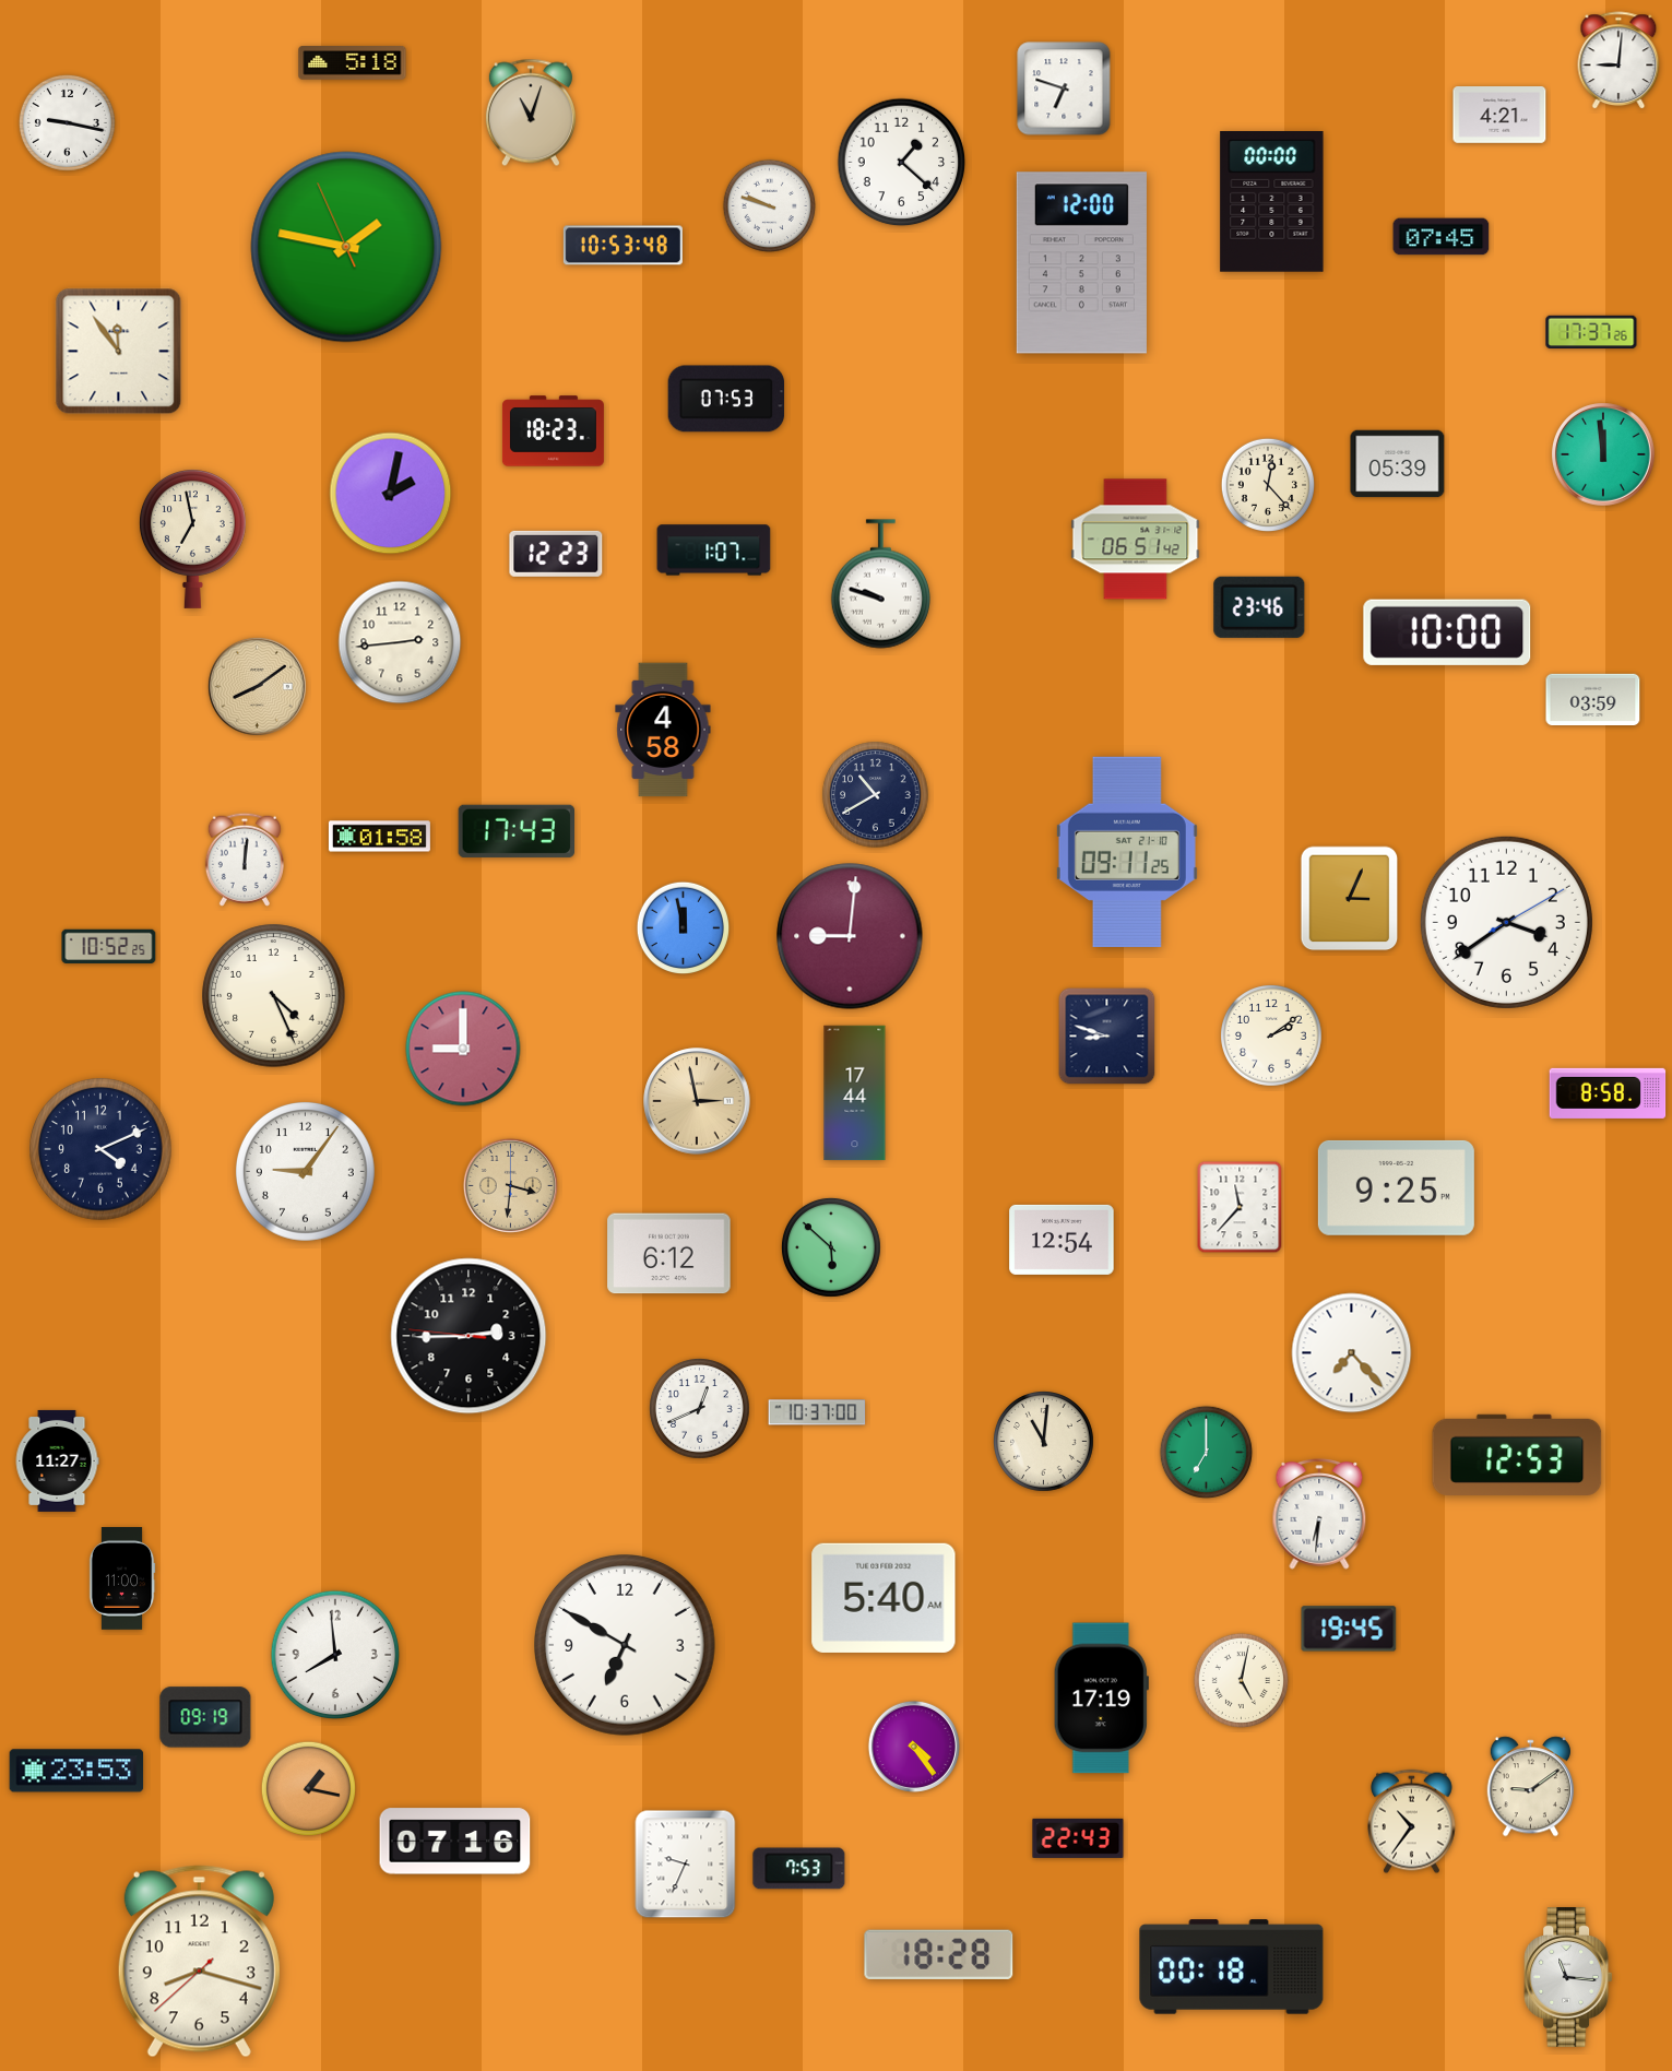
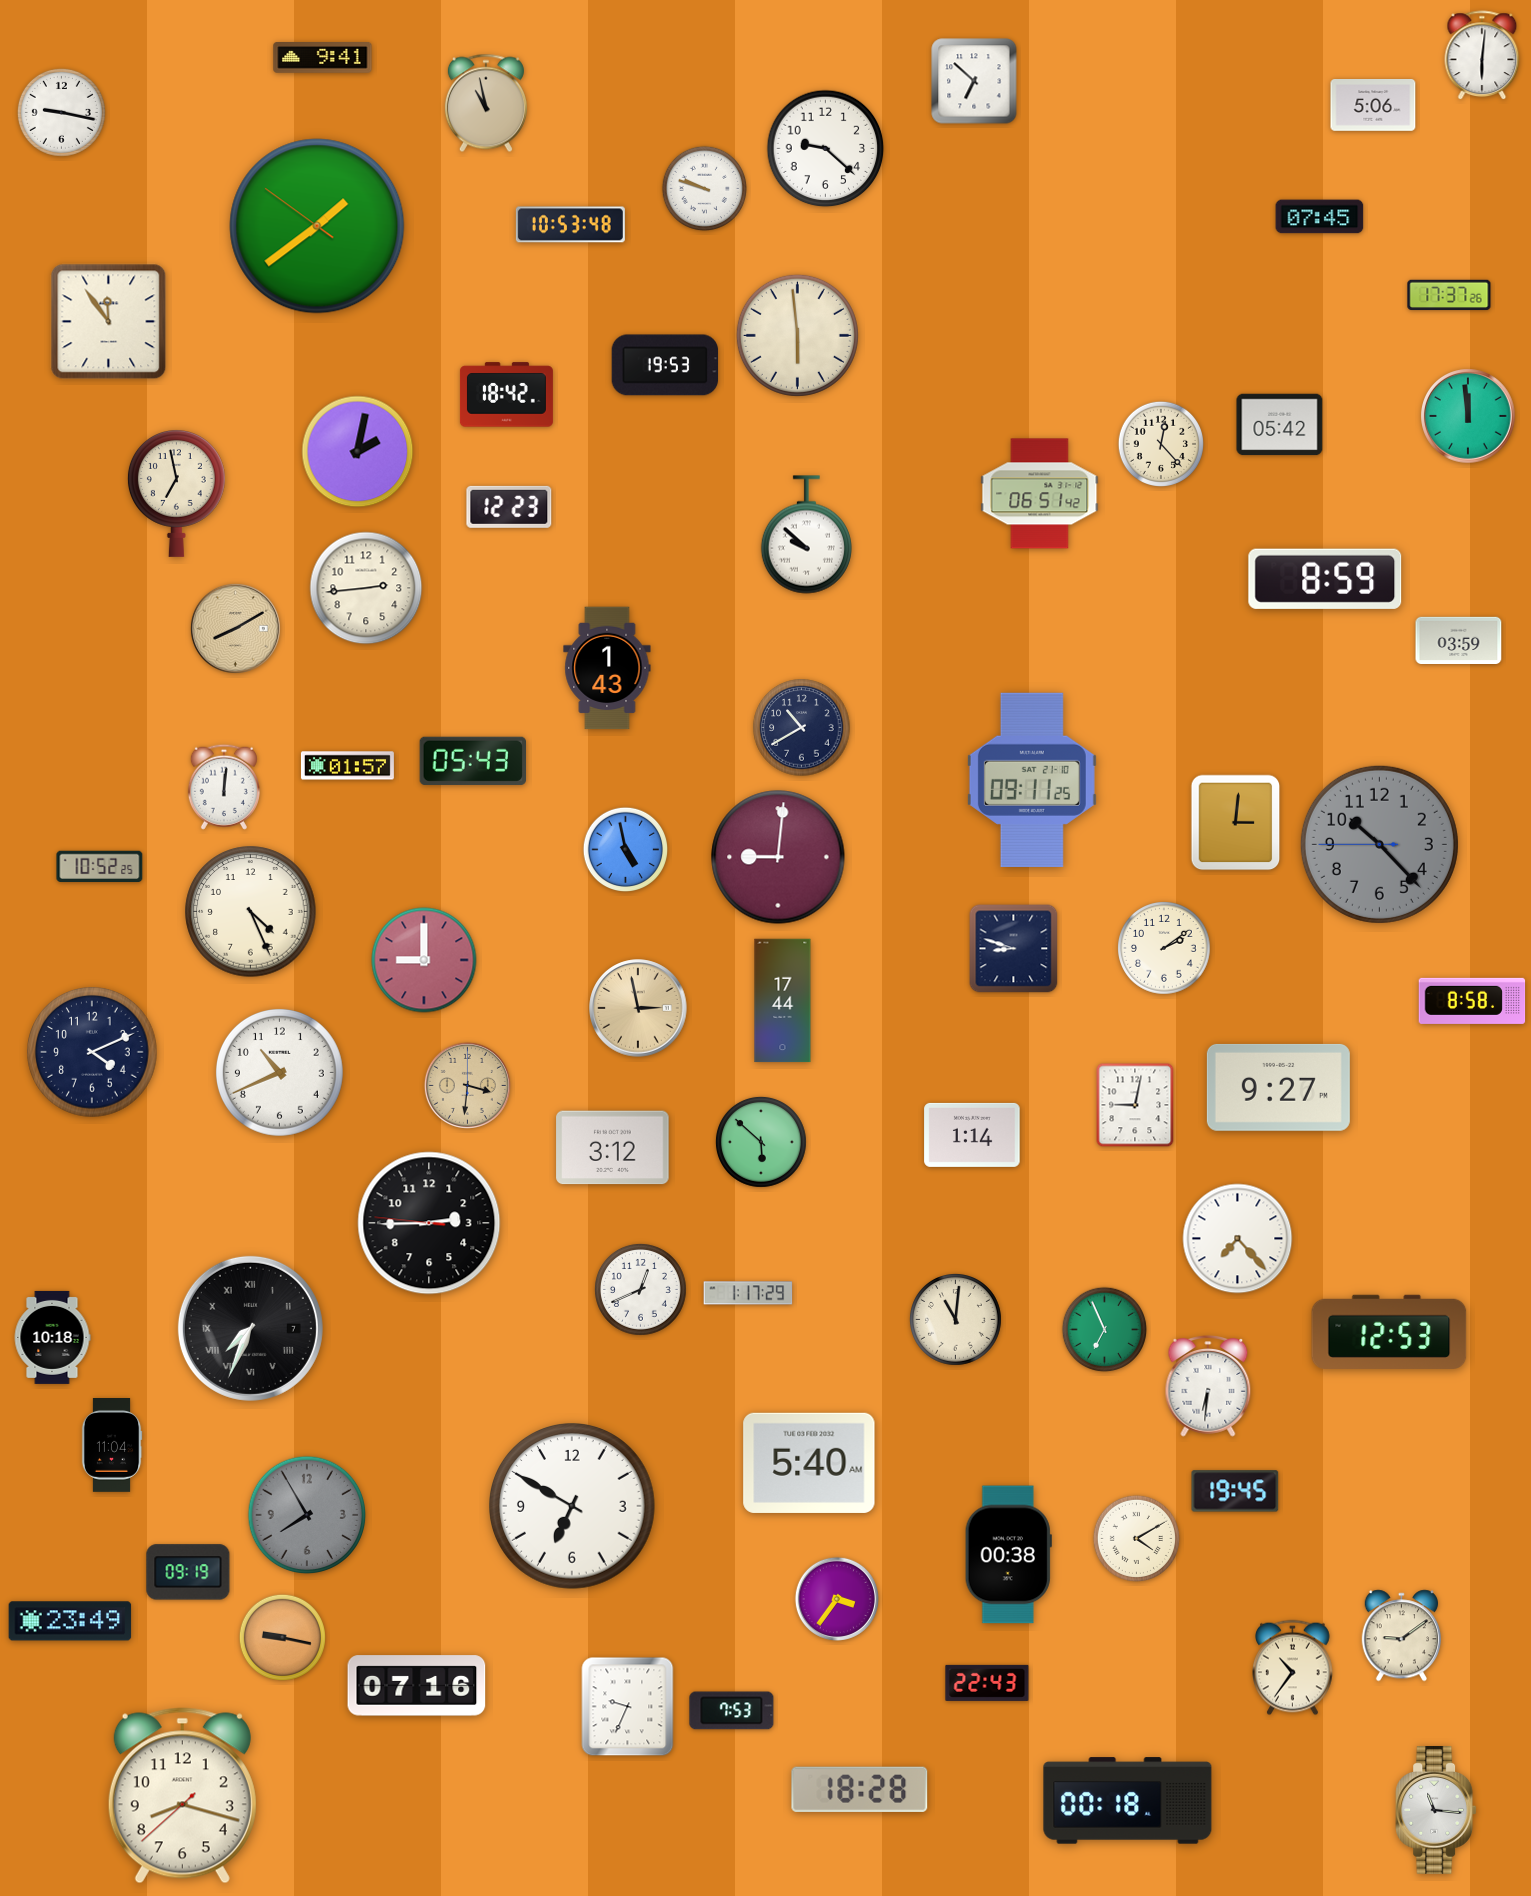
clock at (1618, 61): 9:01 -> 6:01
clock at (353, 63): 5:18 -> 9:41
clock at (1064, 88): 6:48 -> 6:52
clock at (531, 113): 11:03 -> 10:58
clock at (1499, 116): 4:21 -> 5:06
clock at (902, 163): 1:22 -> 9:22
clock at (1272, 202): 00:00 -> none
clock at (346, 247): 1:46 -> 1:38
clock at (1081, 263): 12:00 -> none
clock at (1591, 332) position: (1591, 332) -> (1449, 295)
clock at (797, 335): none -> 5:59
clock at (726, 399): 07:53 -> 19:53
clock at (553, 431): 18:23 -> 18:42
clock at (1398, 464): 05:39 -> 05:42
clock at (714, 551): 1:07 -> none
clock at (880, 584): 9:48 -> 9:52
clock at (1259, 607): 23:46 -> none
clock at (1447, 632): 10:00 -> 8:59
clock at (257, 686): 8:09 -> 8:10
clock at (663, 730): 4:58 -> 1:43
clock at (515, 831): 17:43 -> 05:43
clock at (379, 837): 01:58 -> 01:57
clock at (1350, 899): 3:04 -> 3:01
clock at (1506, 922): 3:39 -> 10:22
clock at (1506, 922) dial: white -> grey
clock at (684, 928): 11:58 -> 4:58
clock at (305, 1171): 9:06 -> 10:41
clock at (1396, 1187): 9:25 -> 9:27
clock at (1240, 1207): 11:37 -> 9:02
clock at (1062, 1240): 12:54 -> 1:14
clock at (669, 1254): 6:12 -> 3:12
clock at (817, 1412): 10:37 -> 1:17
clock at (250, 1328): none -> 7:34
clock at (1207, 1453): 7:00 -> 6:56
clock at (57, 1460): 11:27 -> 10:18
clock at (122, 1579): 11:00 -> 11:04
clock at (335, 1655): 7:59 -> 7:55
clock at (335, 1655) dial: white -> grey
clock at (1241, 1680): 5:02 -> 4:10
clock at (1101, 1699): 17:19 -> 00:38
clock at (914, 1747): 4:24 -> 3:36
clock at (76, 1771): 23:53 -> 23:49
clock at (308, 1788): 1:17 -> 9:17
